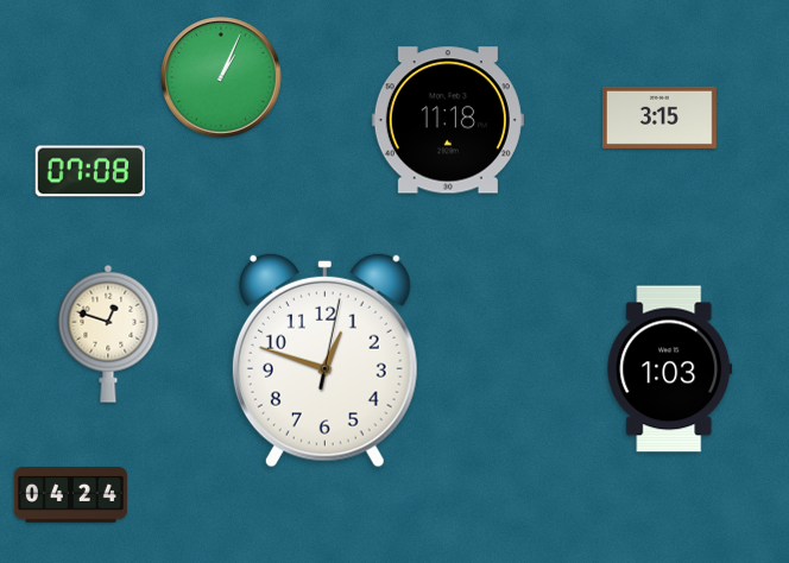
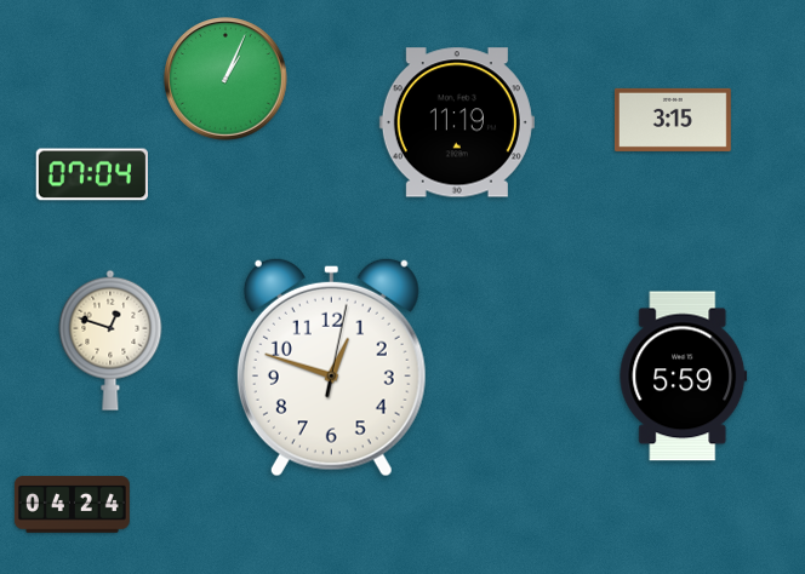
clock at (448, 120): 11:18 -> 11:19
clock at (89, 171): 07:08 -> 07:04
clock at (670, 369): 1:03 -> 5:59
